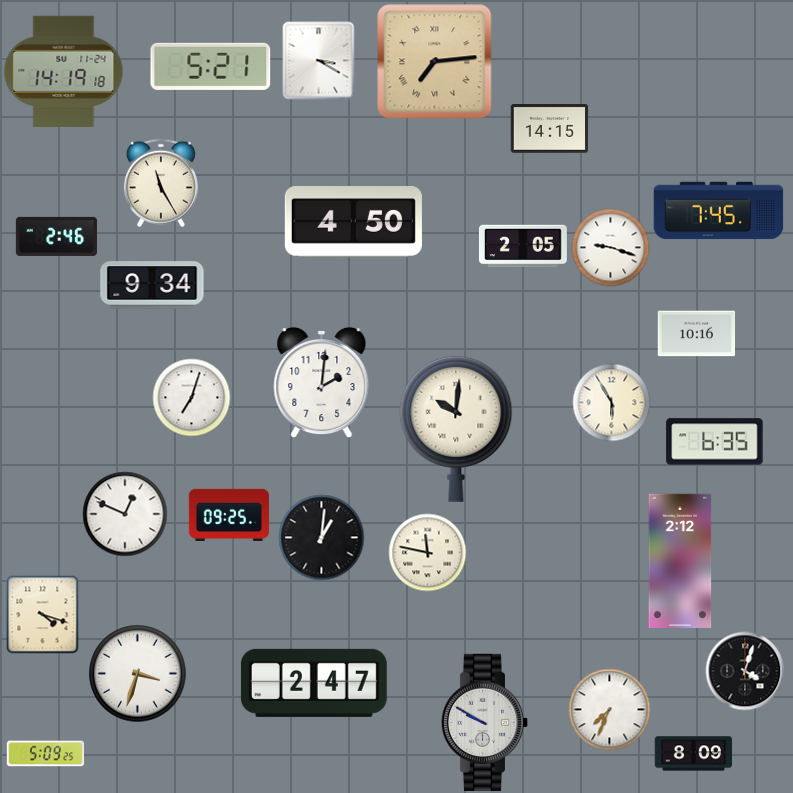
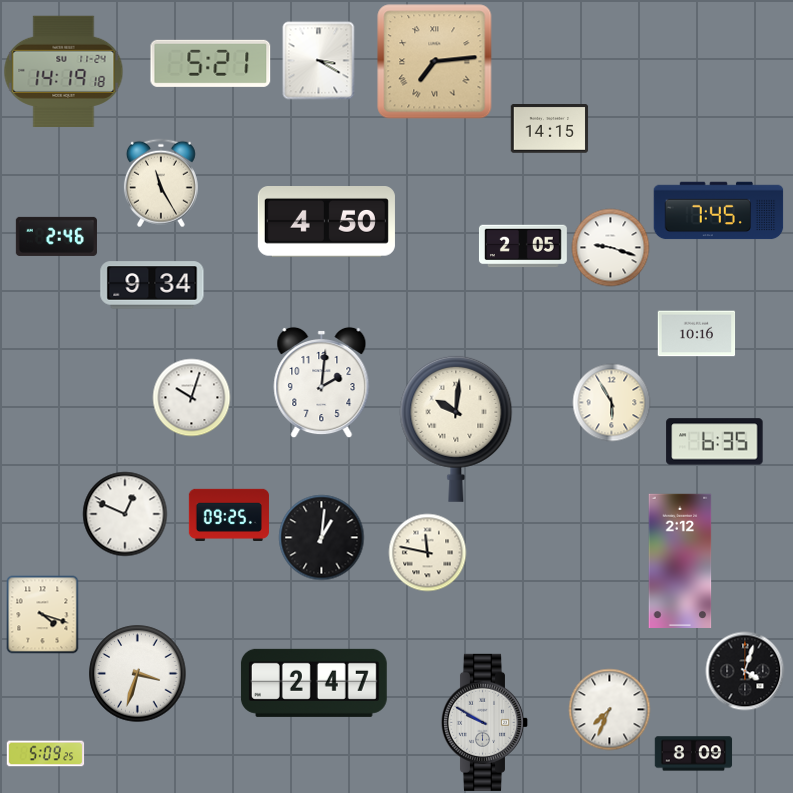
clock at (211, 66) position: (211, 66) -> (211, 63)
clock at (353, 222) position: (353, 222) -> (326, 222)
clock at (191, 397): 7:03 -> 10:03
